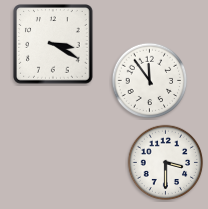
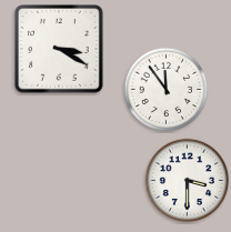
clock at (166, 163) position: (166, 163) -> (188, 181)
